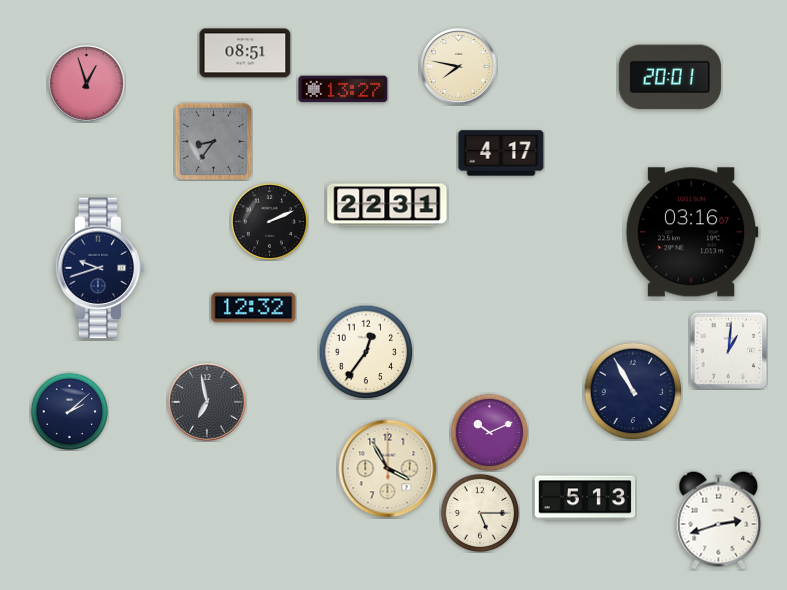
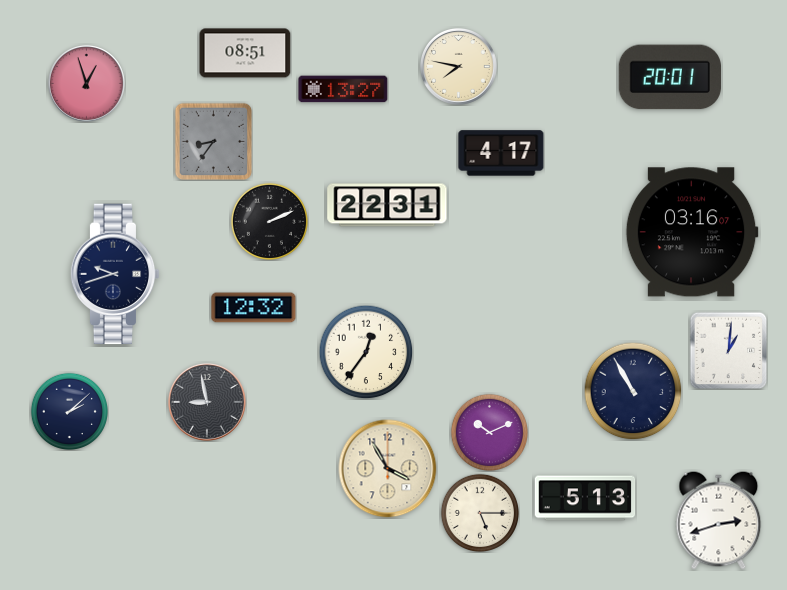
clock at (100, 268) position: (100, 268) -> (115, 274)
clock at (207, 402): 6:58 -> 8:58
